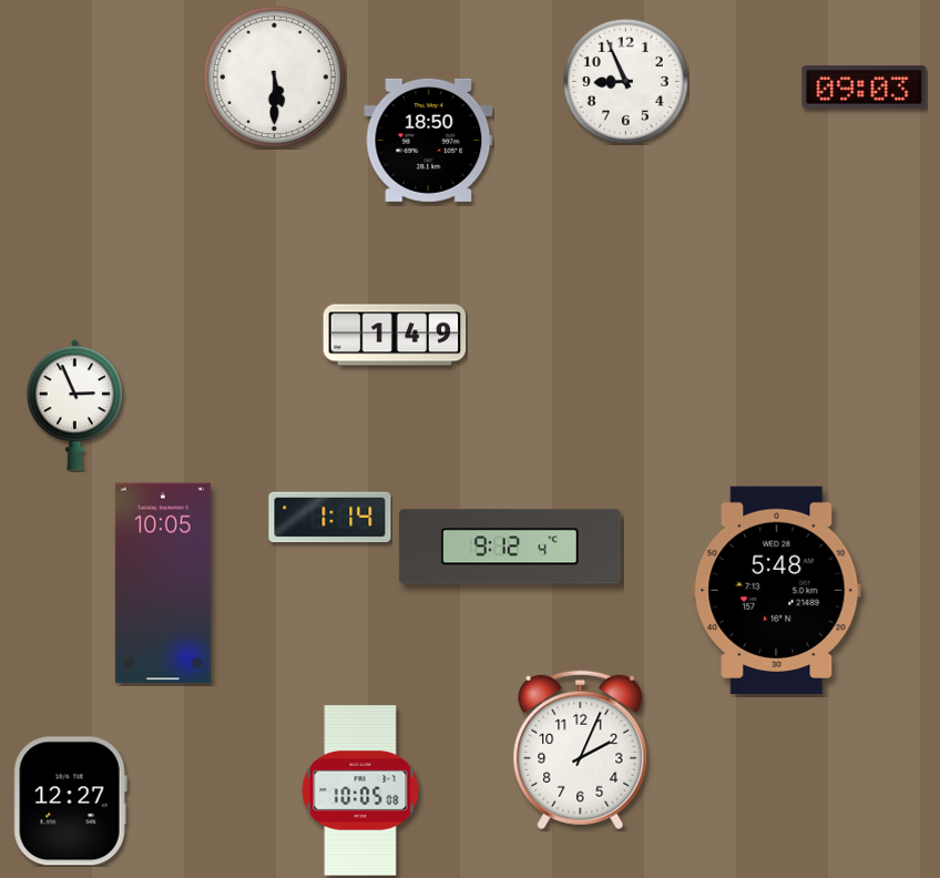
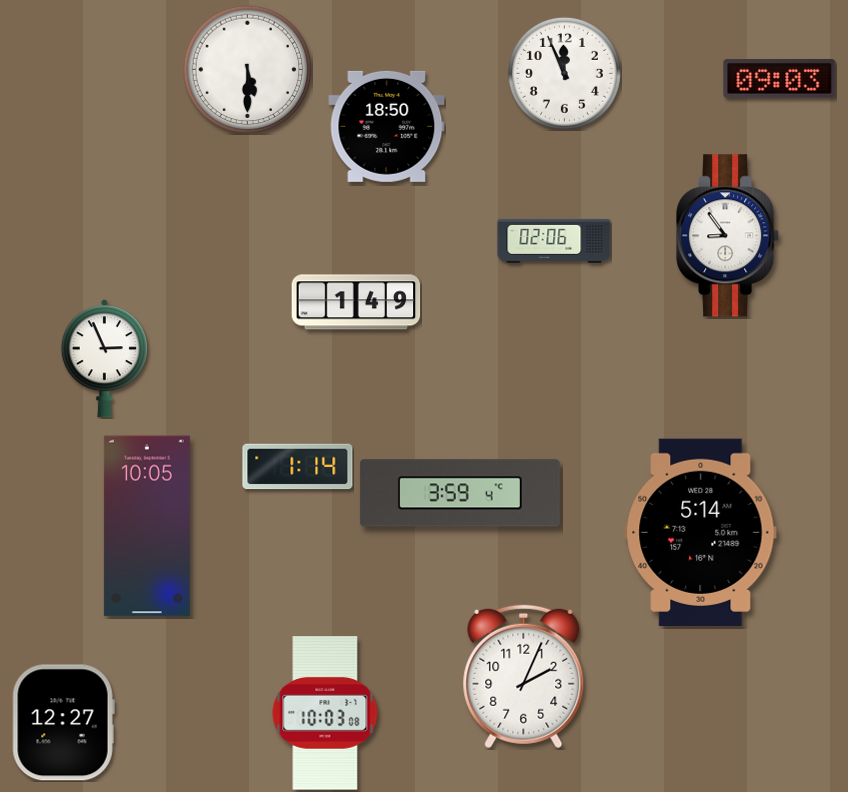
clock at (625, 81): 8:56 -> 11:56
clock at (728, 236): none -> 8:54
clock at (554, 241): none -> 02:06
clock at (74, 406) position: (74, 406) -> (104, 359)
clock at (510, 547): 9:12 -> 3:59
clock at (777, 590): 5:48 -> 5:14
clock at (360, 790): 10:05 -> 10:03
